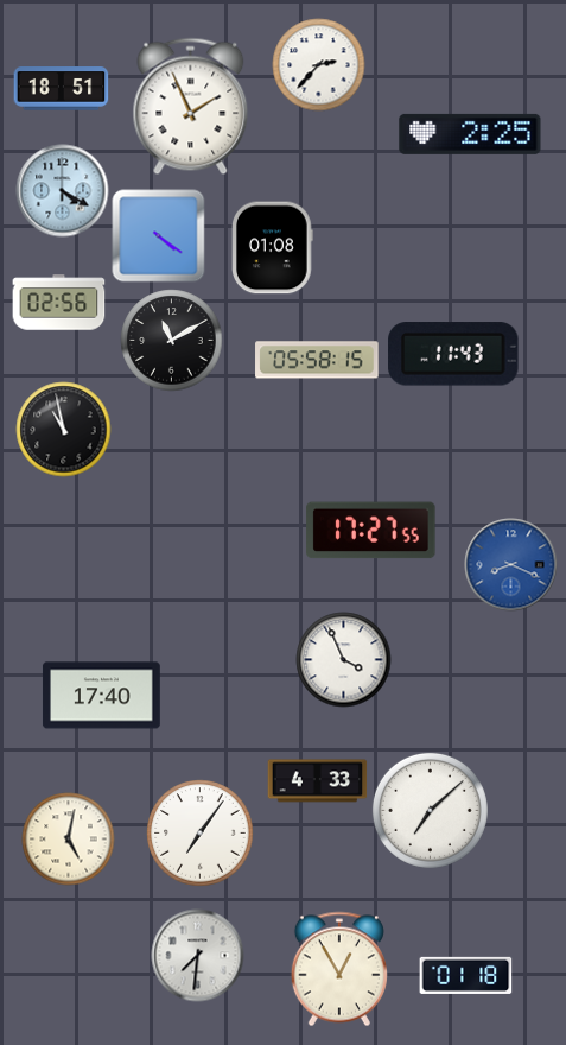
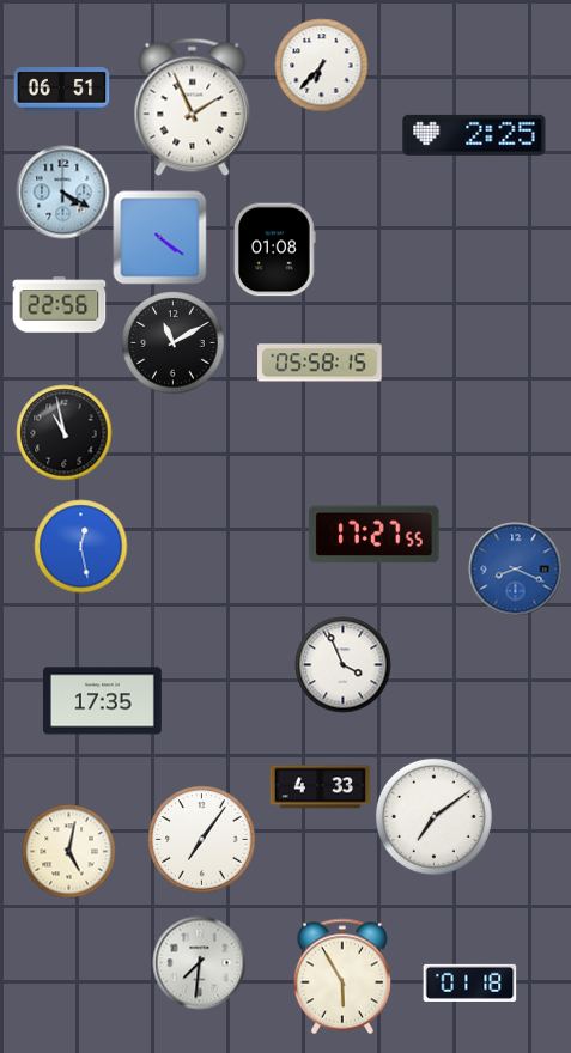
clock at (318, 64): 2:37 -> 6:37
clock at (61, 89): 18:51 -> 06:51
clock at (58, 303): 02:56 -> 22:56
clock at (453, 354): 11:43 -> none
clock at (80, 546): none -> 12:28
clock at (343, 659) position: (343, 659) -> (342, 664)
clock at (101, 696): 17:40 -> 17:35
clock at (430, 810): 7:08 -> 7:09
clock at (68, 838) position: (68, 838) -> (68, 851)
clock at (339, 969): 12:55 -> 5:55
